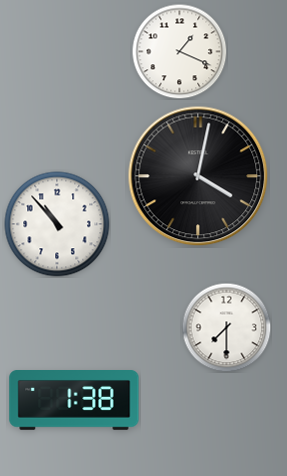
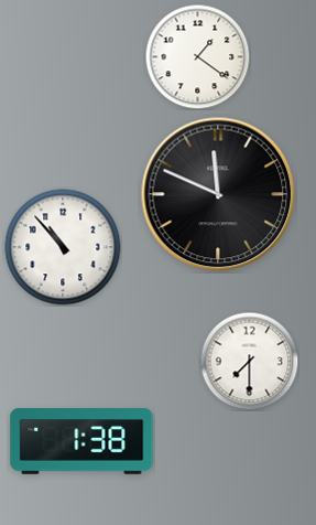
clock at (179, 51): 1:19 -> 1:21
clock at (198, 176): 4:02 -> 11:49
